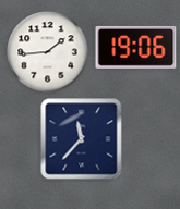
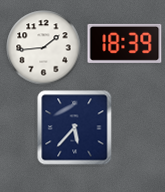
clock at (136, 47): 19:06 -> 18:39
clock at (82, 139): 11:37 -> 5:37
